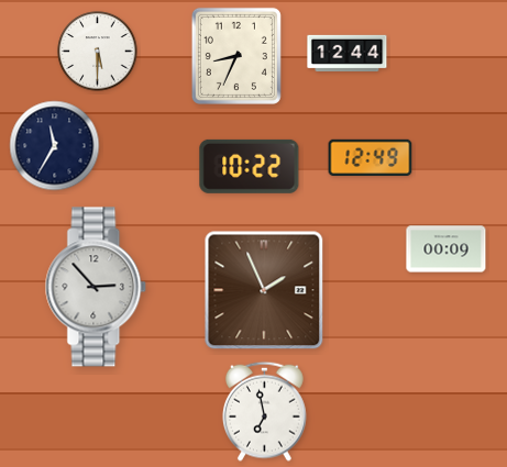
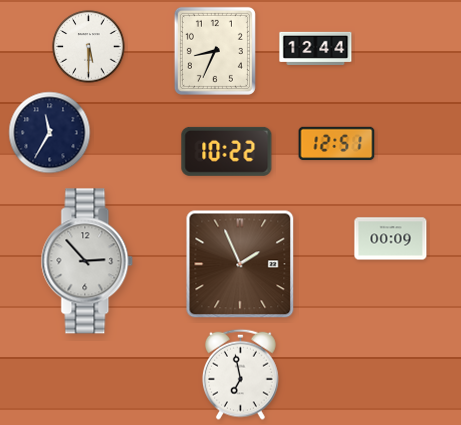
clock at (371, 158): 12:49 -> 12:51
clock at (447, 249) position: (447, 249) -> (391, 239)
